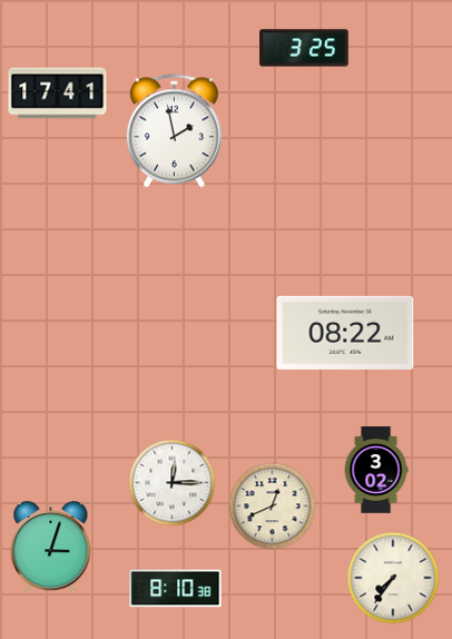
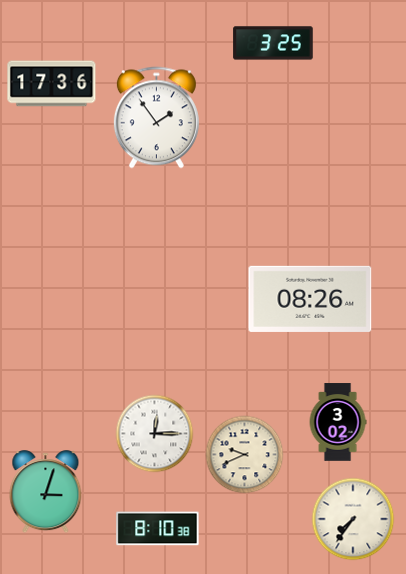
clock at (58, 94): 17:41 -> 17:36
clock at (174, 131): 1:58 -> 1:54
clock at (345, 333): 08:22 -> 08:26
clock at (273, 507): 12:41 -> 9:41
